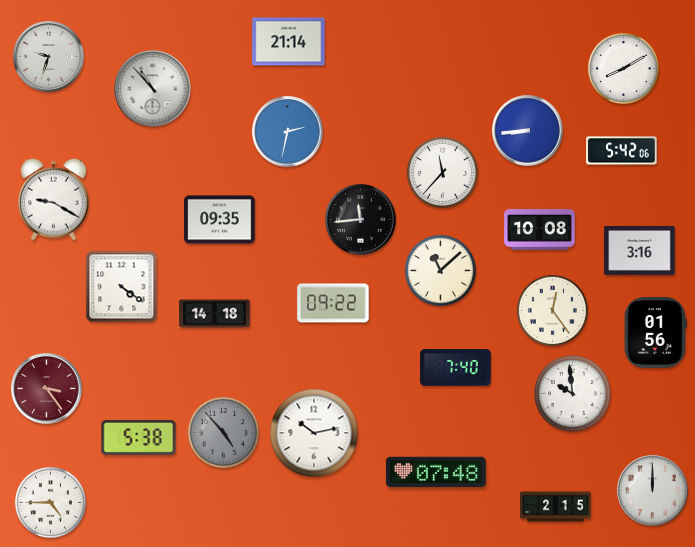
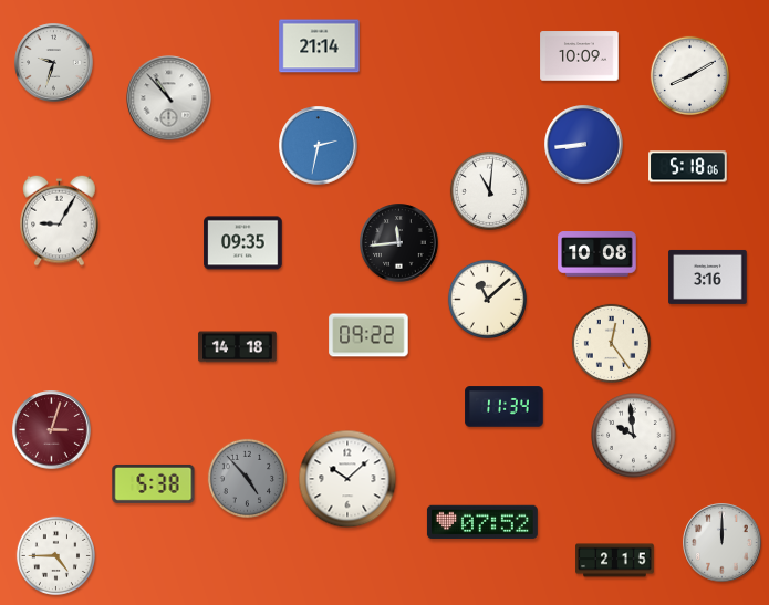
clock at (580, 56): none -> 10:09
clock at (622, 151): 5:42 -> 5:18
clock at (442, 172): 11:37 -> 11:01
clock at (54, 199): 9:20 -> 9:05
clock at (122, 287): 4:21 -> none
clock at (655, 333): 01:56 -> none
clock at (456, 368): 7:40 -> 11:34
clock at (47, 389): 3:24 -> 3:03
clock at (314, 433): 10:13 -> 10:08
clock at (436, 472): 07:48 -> 07:52
